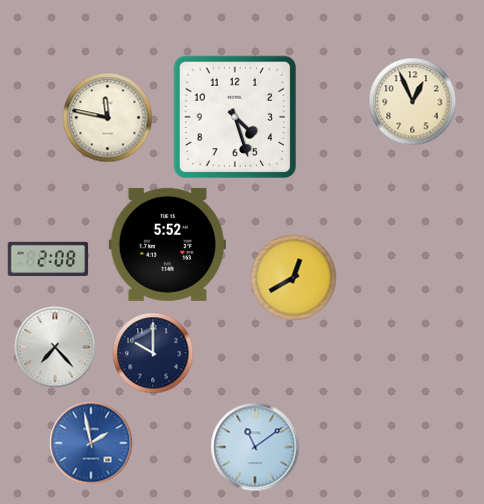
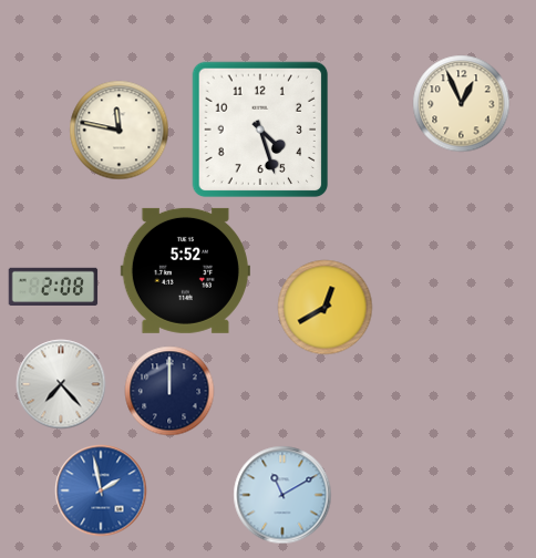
clock at (413, 102) position: (413, 102) -> (462, 104)
clock at (153, 353): 10:00 -> 12:00
clock at (255, 447): 11:09 -> 11:10
